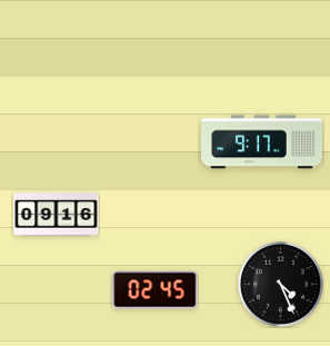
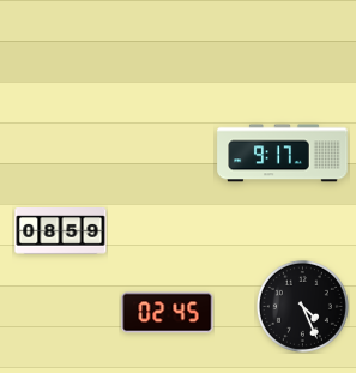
clock at (57, 215): 09:16 -> 08:59
